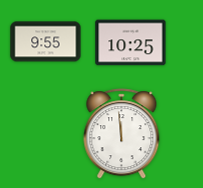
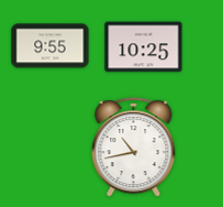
clock at (122, 134): 11:59 -> 10:43
